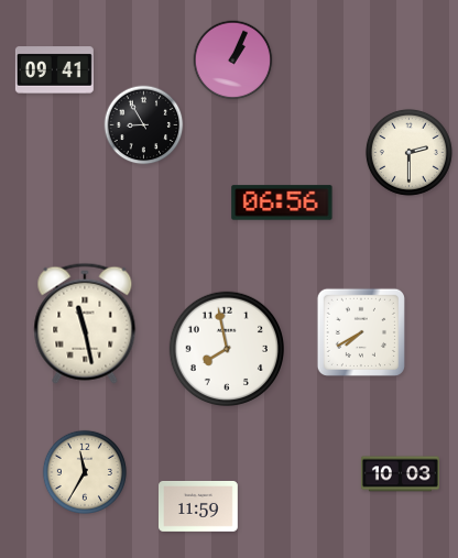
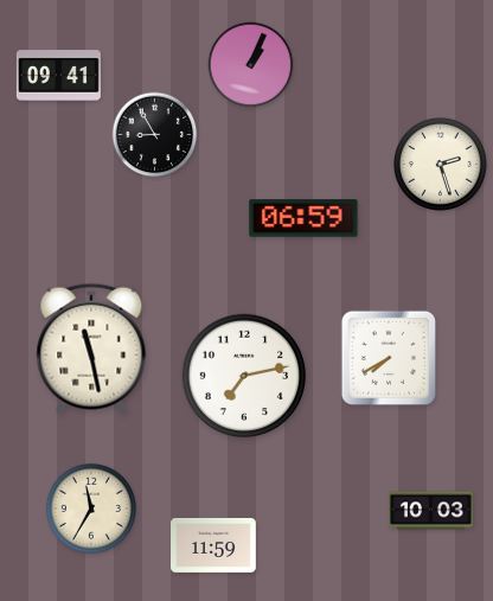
clock at (408, 152): 2:30 -> 2:27
clock at (282, 203): 06:56 -> 06:59
clock at (226, 348): 7:58 -> 7:13
